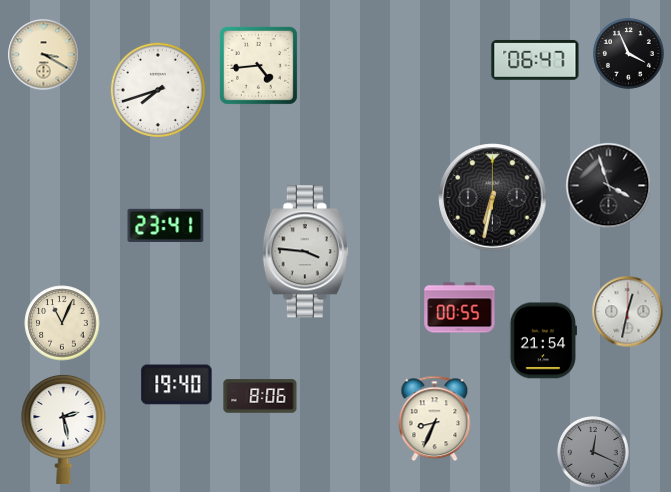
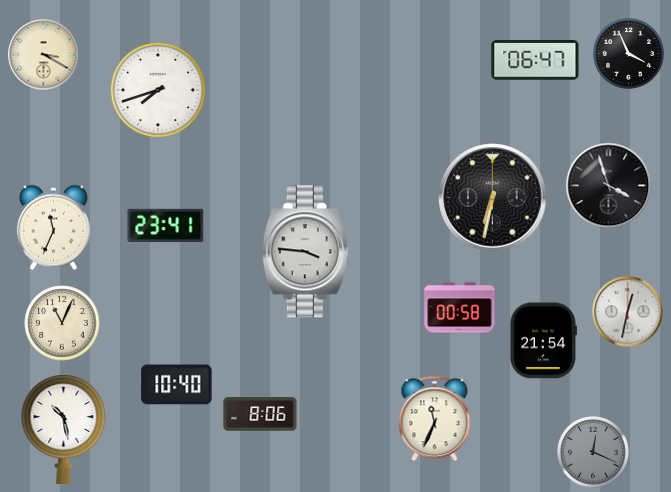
clock at (258, 65): 4:44 -> none
clock at (53, 228): none -> 11:34
clock at (460, 308): 00:55 -> 00:58
clock at (177, 385): 19:40 -> 10:40
clock at (260, 396) position: (260, 396) -> (260, 414)
clock at (435, 419): 8:34 -> 11:34
clock at (64, 428): 2:28 -> 10:28
